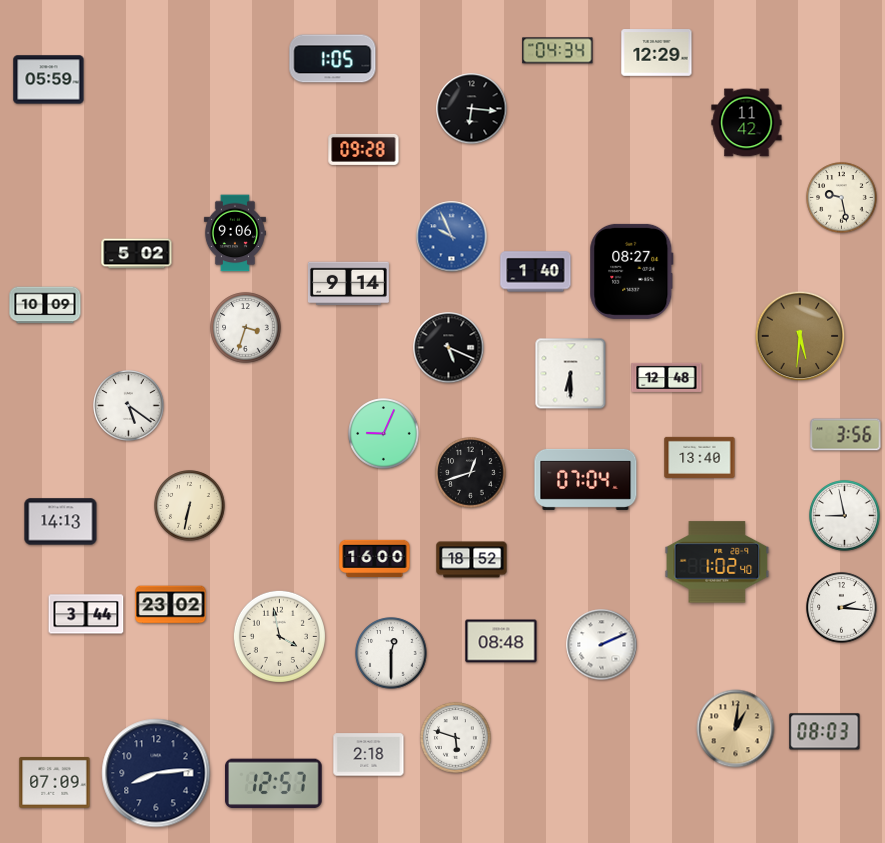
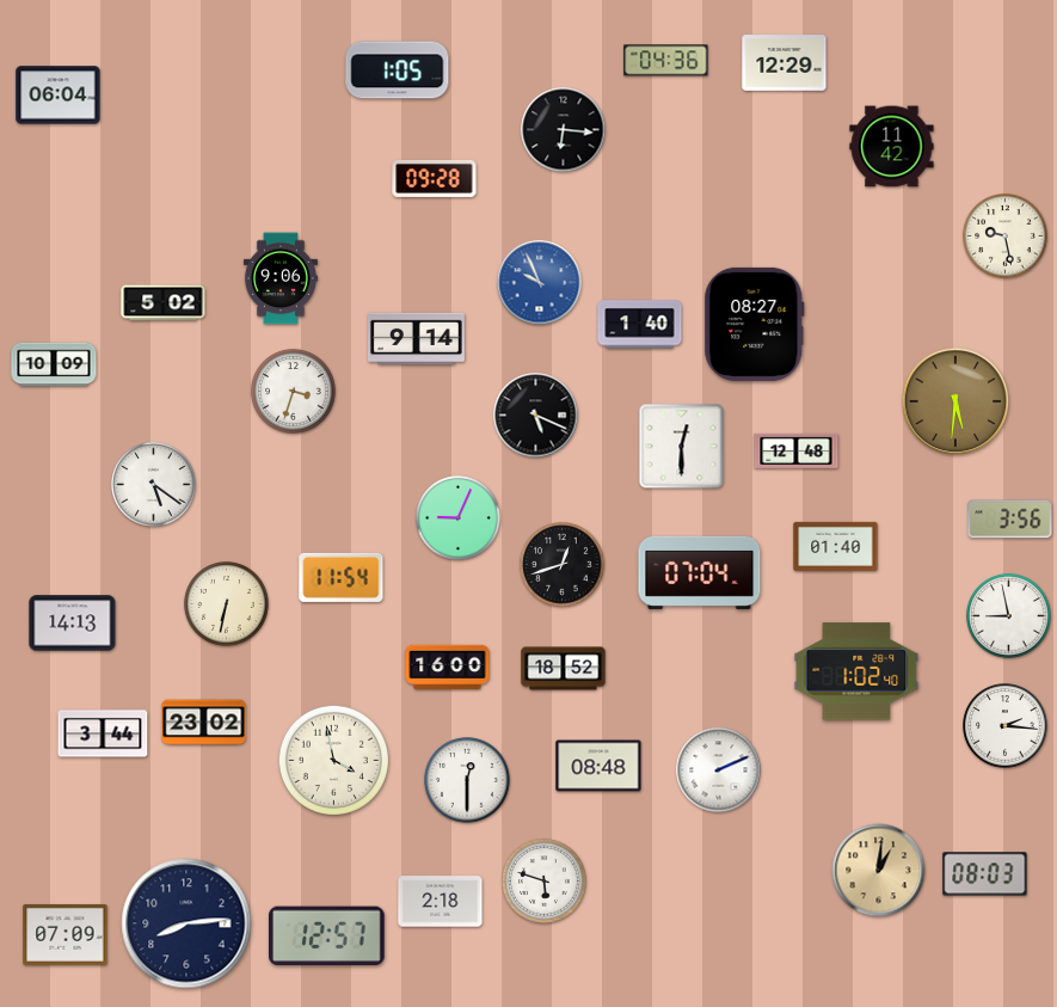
clock at (558, 51): 04:34 -> 04:36
clock at (49, 80): 05:59 -> 06:04
clock at (571, 374): 6:30 -> 12:30
clock at (700, 457): 13:40 -> 01:40
clock at (342, 577): none -> 11:54
